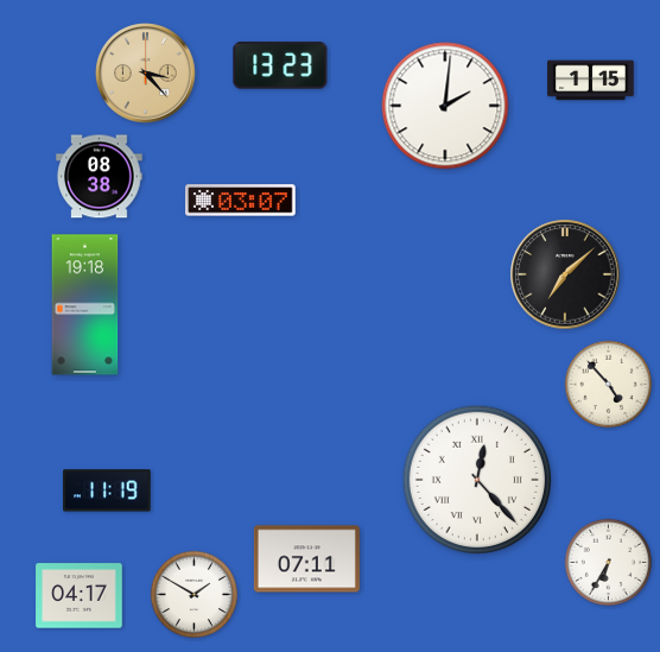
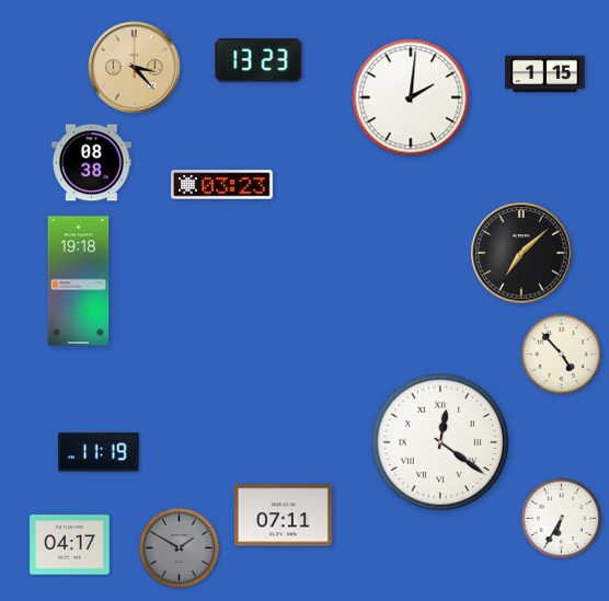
clock at (241, 201): 03:07 -> 03:23
clock at (476, 479): 12:23 -> 12:21
clock at (195, 595) dial: white -> grey
clock at (80, 596) position: (80, 596) -> (70, 545)
